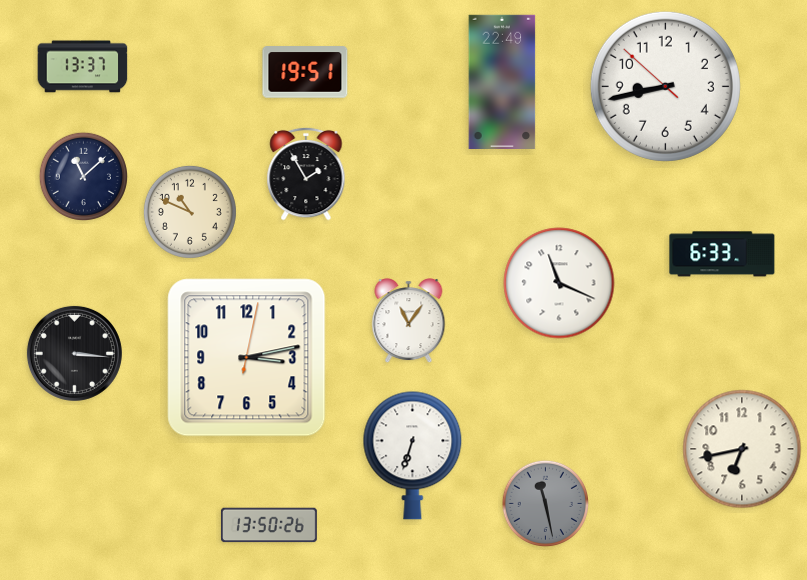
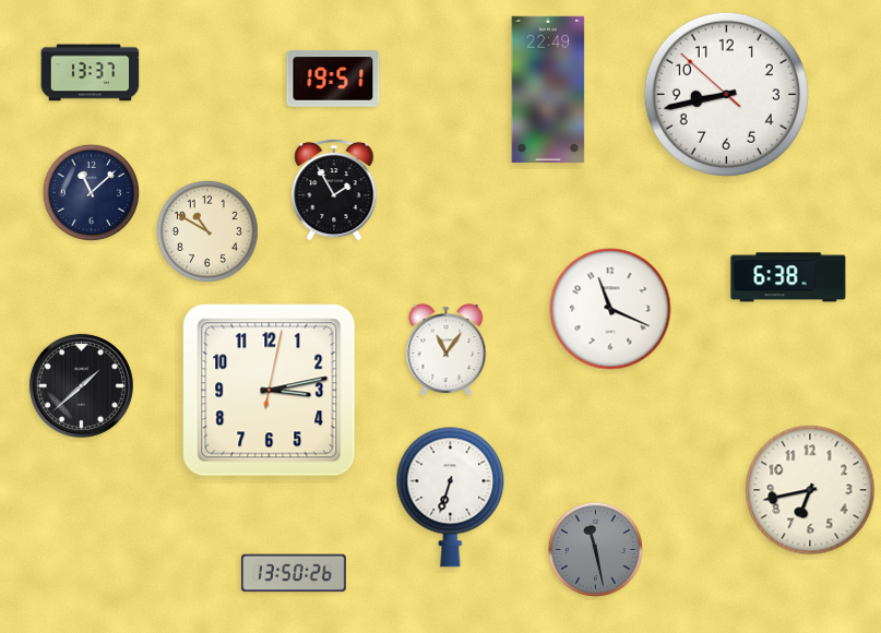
clock at (190, 212): 10:49 -> 10:50
clock at (722, 254): 6:33 -> 6:38
clock at (74, 353): 3:16 -> 1:38
